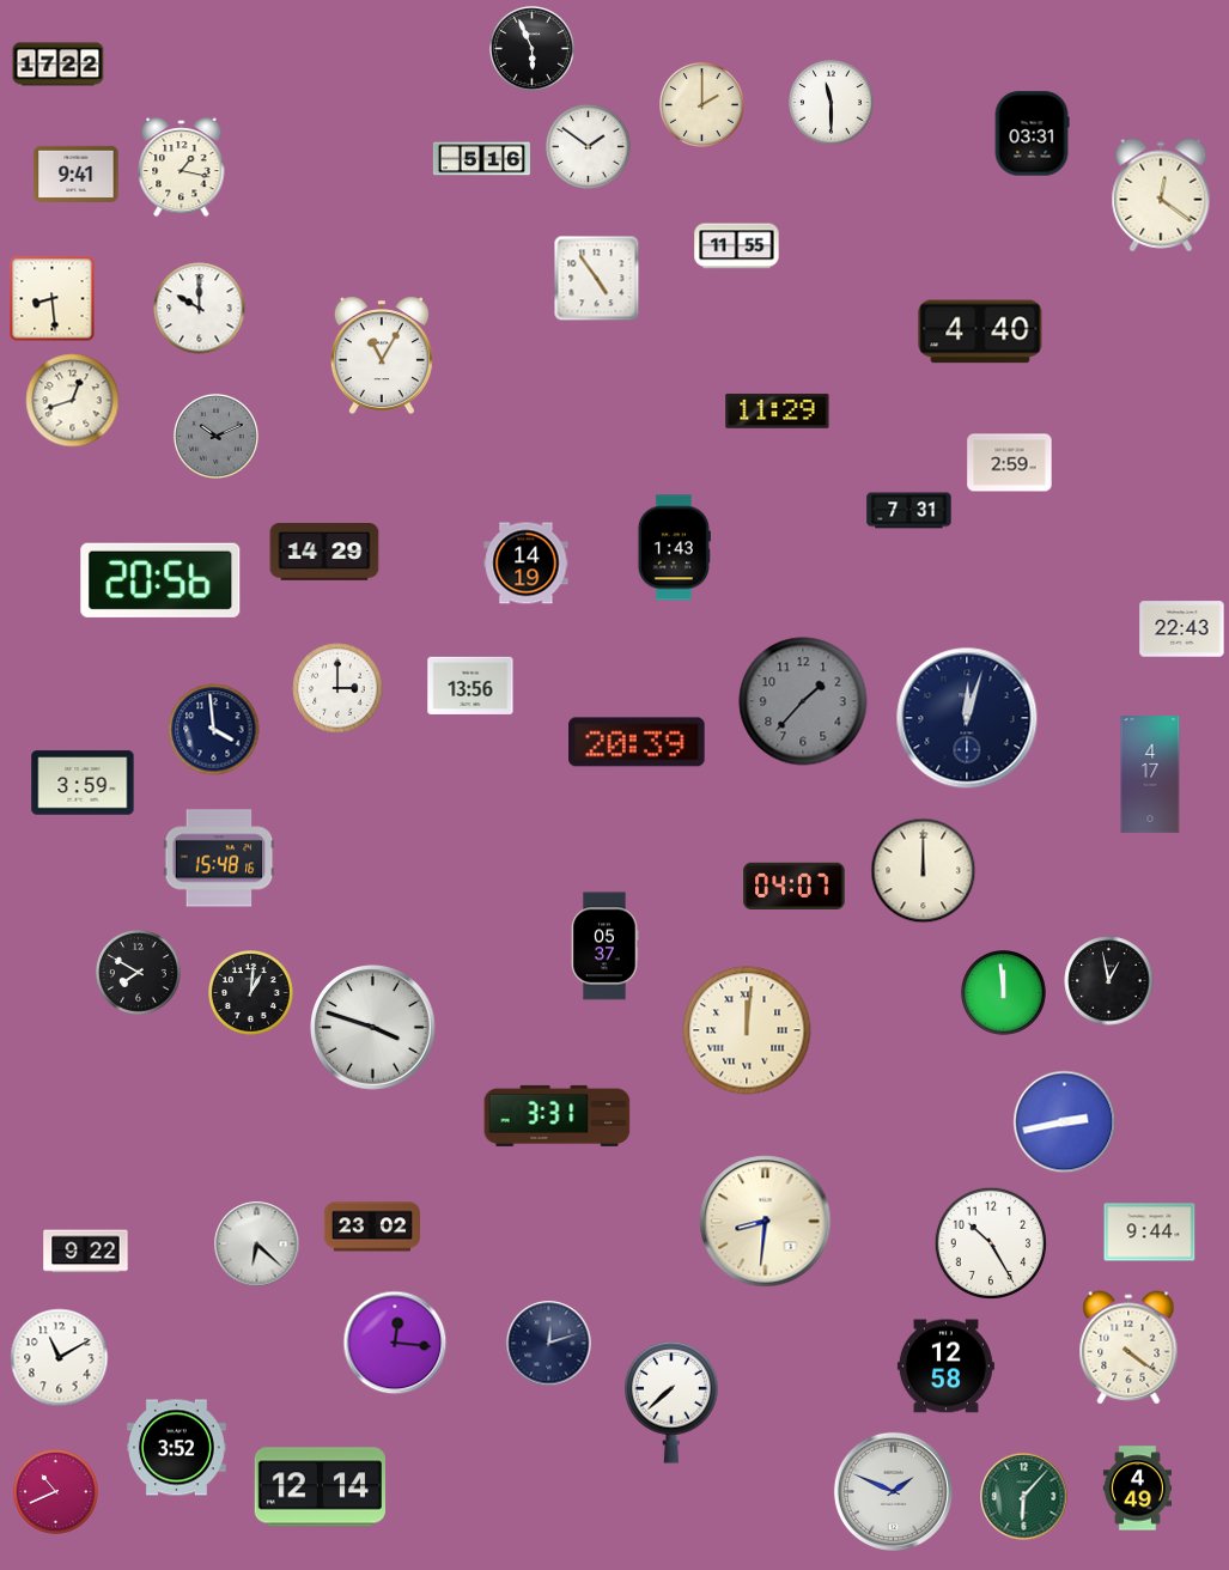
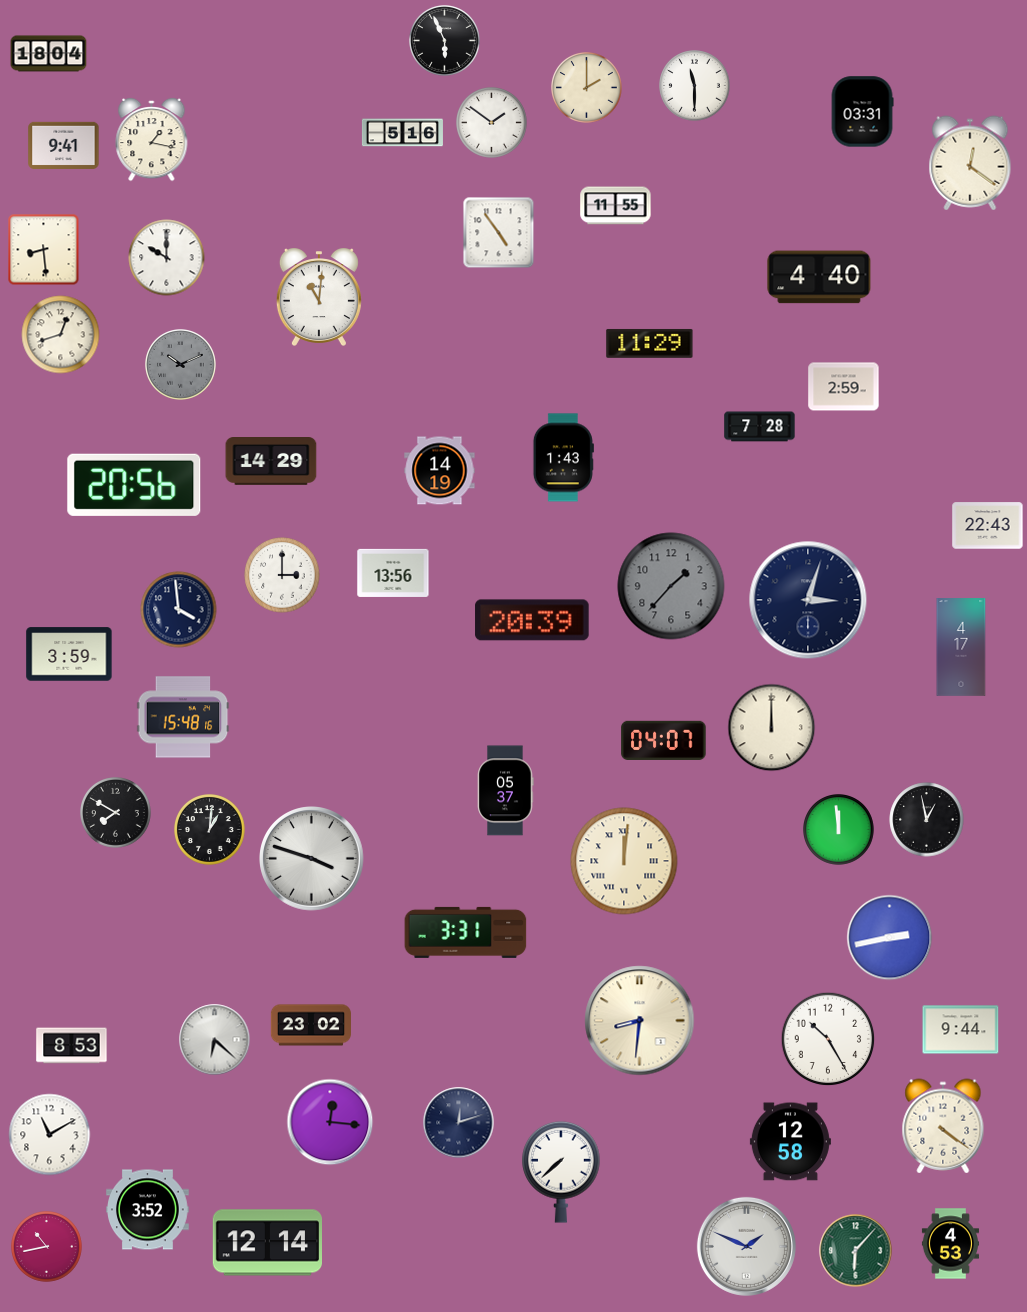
clock at (59, 65): 17:22 -> 18:04
clock at (382, 355): 11:05 -> 11:01
clock at (909, 511): 7:31 -> 7:28
clock at (967, 718): 12:03 -> 3:03
clock at (86, 1252): 9:22 -> 8:53
clock at (1137, 1489): 4:49 -> 4:53
clock at (56, 1492): 10:41 -> 10:43
